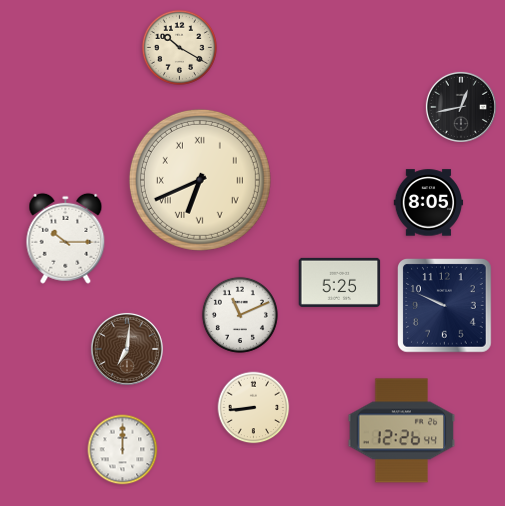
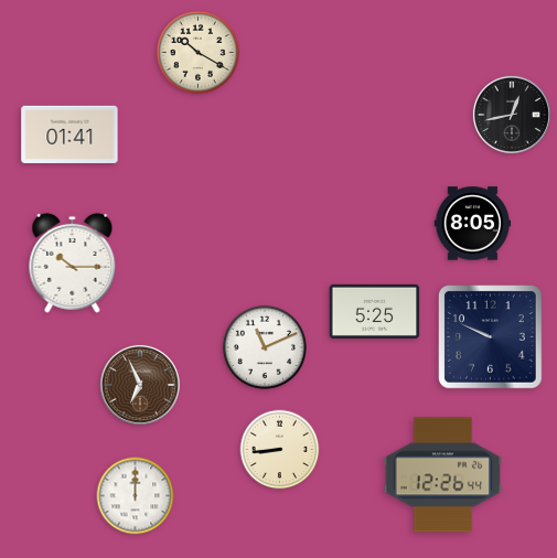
clock at (461, 107) position: (461, 107) -> (512, 115)
clock at (69, 135): none -> 01:41
clock at (200, 180): 6:41 -> none
clock at (127, 349): 7:01 -> 6:56
